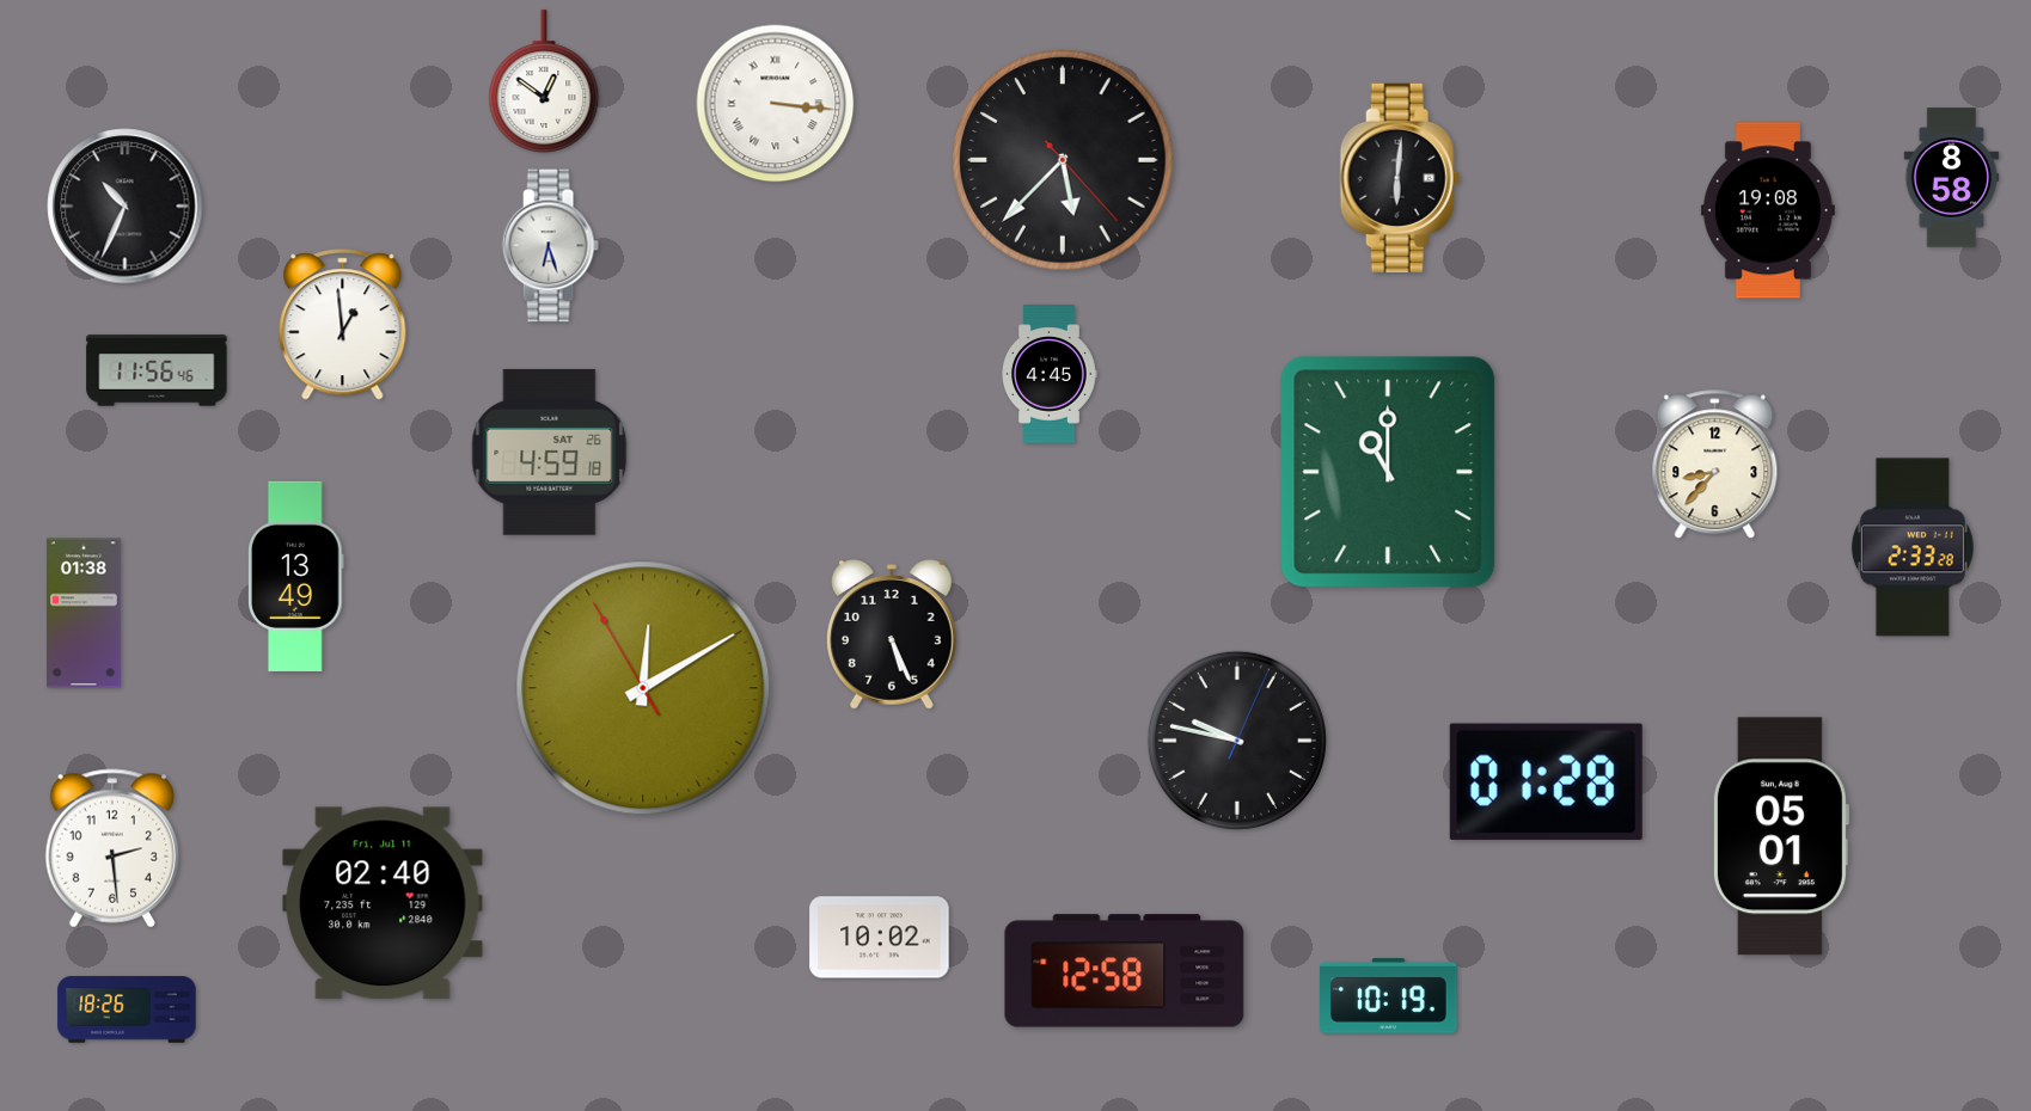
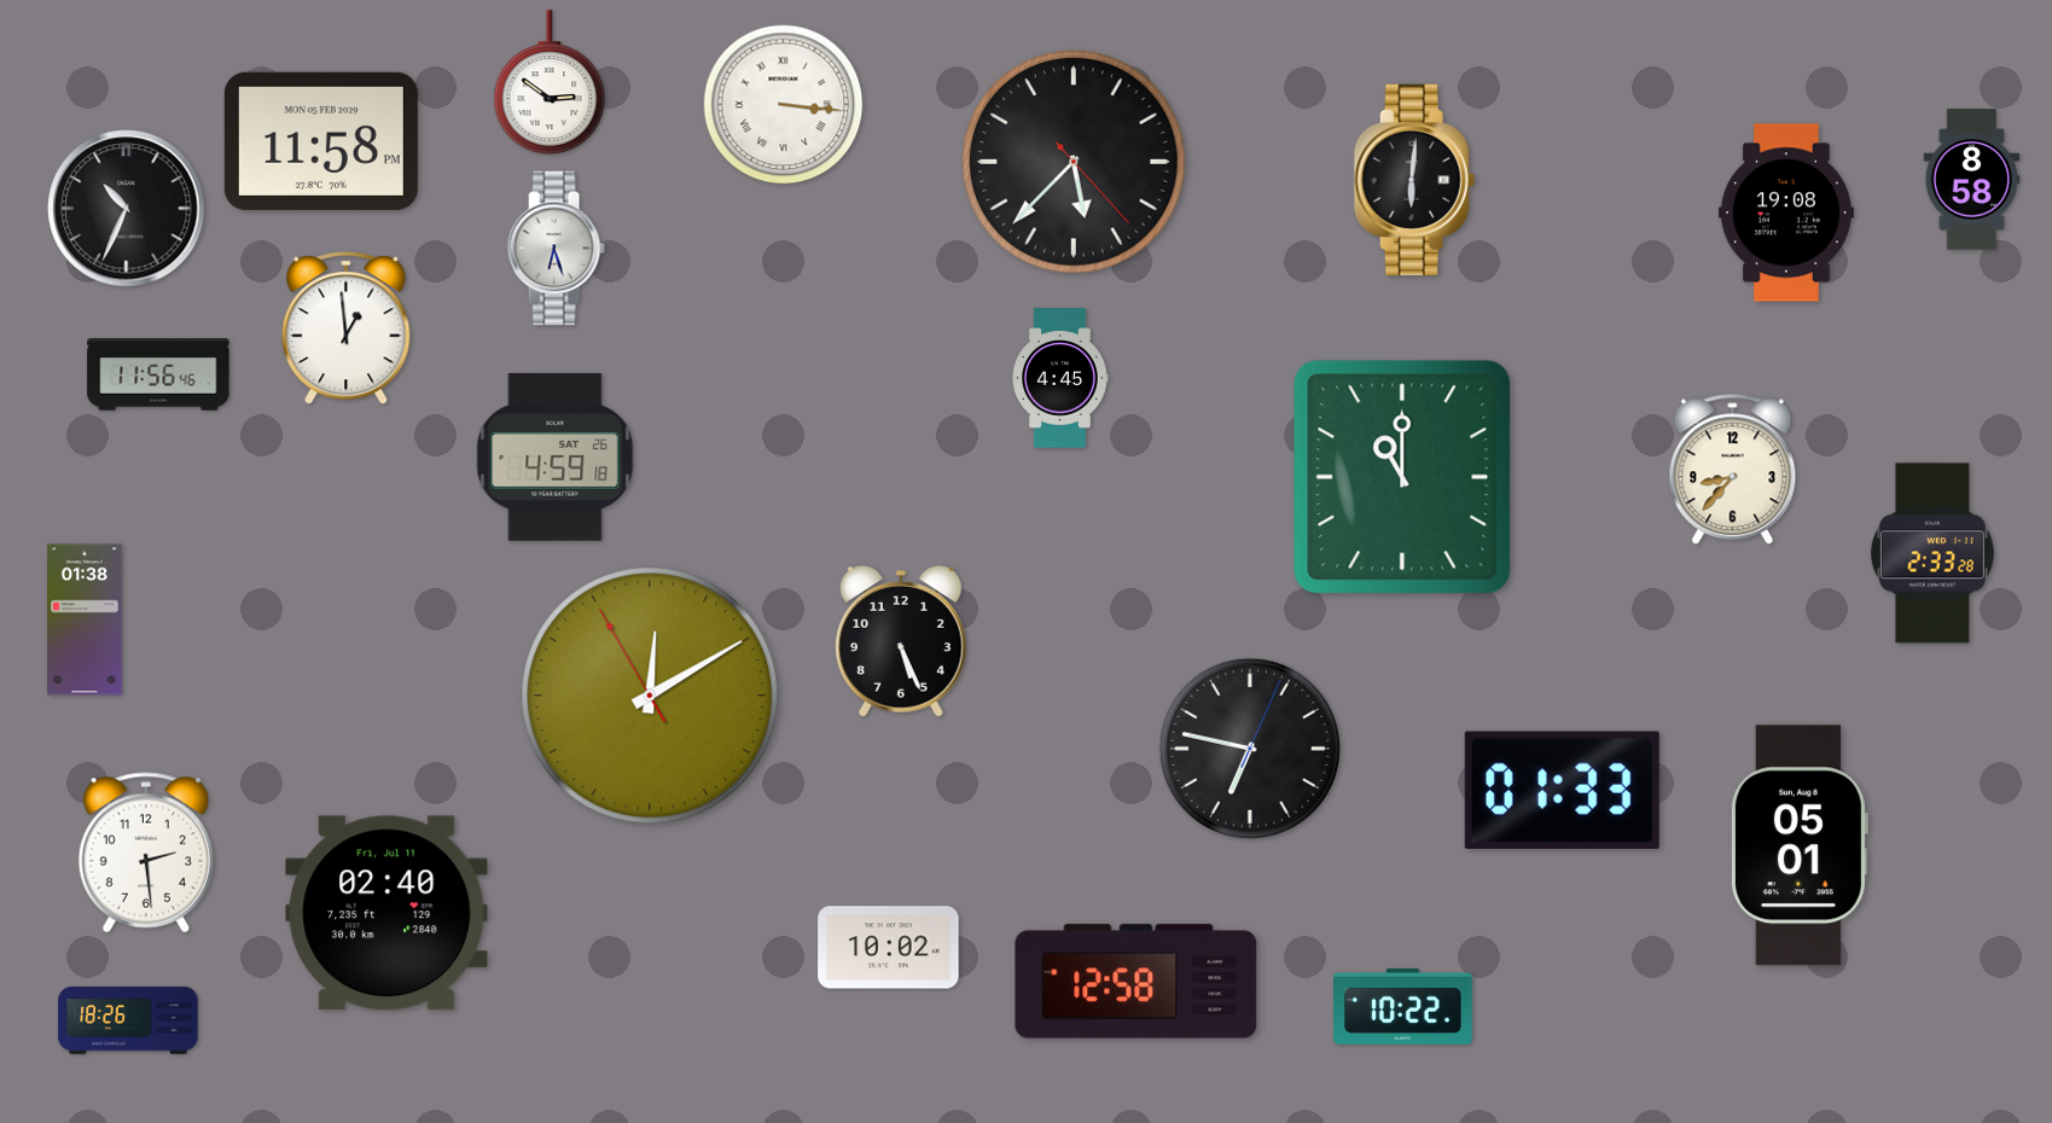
clock at (544, 81): 12:51 -> 2:51
clock at (321, 141): none -> 11:58
clock at (296, 576): 13:49 -> none
clock at (1237, 741): 9:47 -> 6:47
clock at (1546, 781): 01:28 -> 01:33
clock at (111, 848) position: (111, 848) -> (145, 853)
clock at (1389, 996): 10:19 -> 10:22
